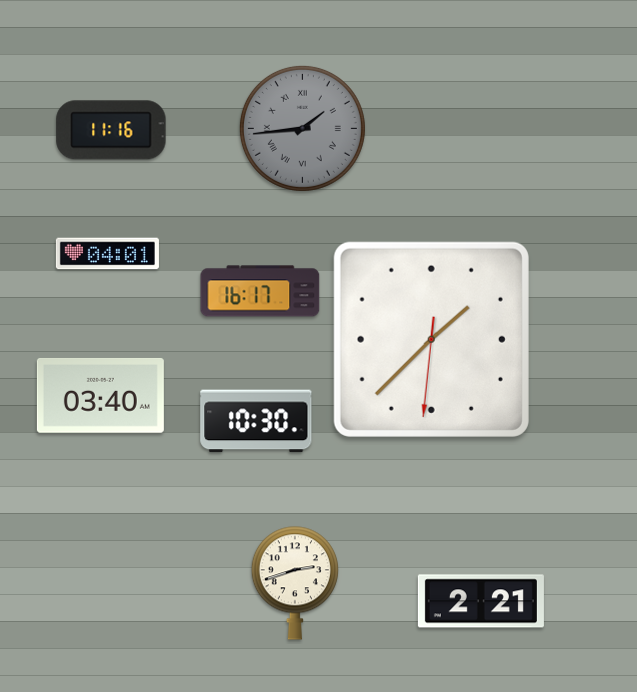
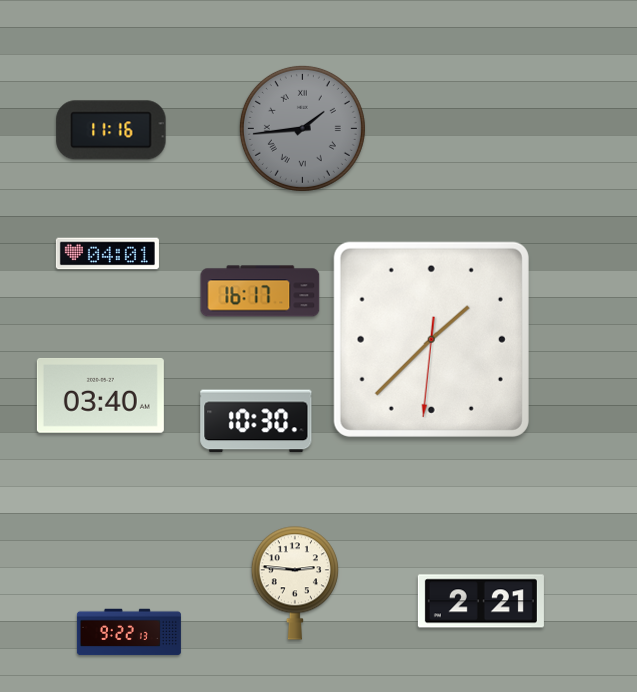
clock at (295, 583): 2:42 -> 2:46
clock at (129, 632): none -> 9:22
